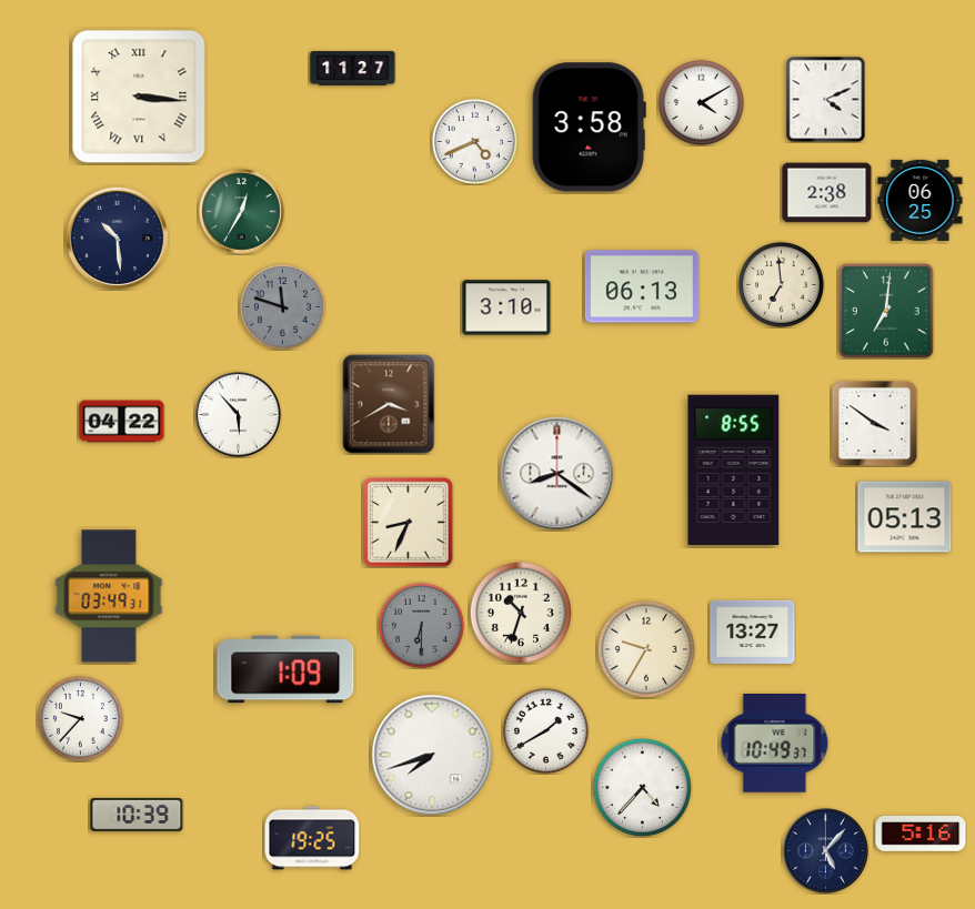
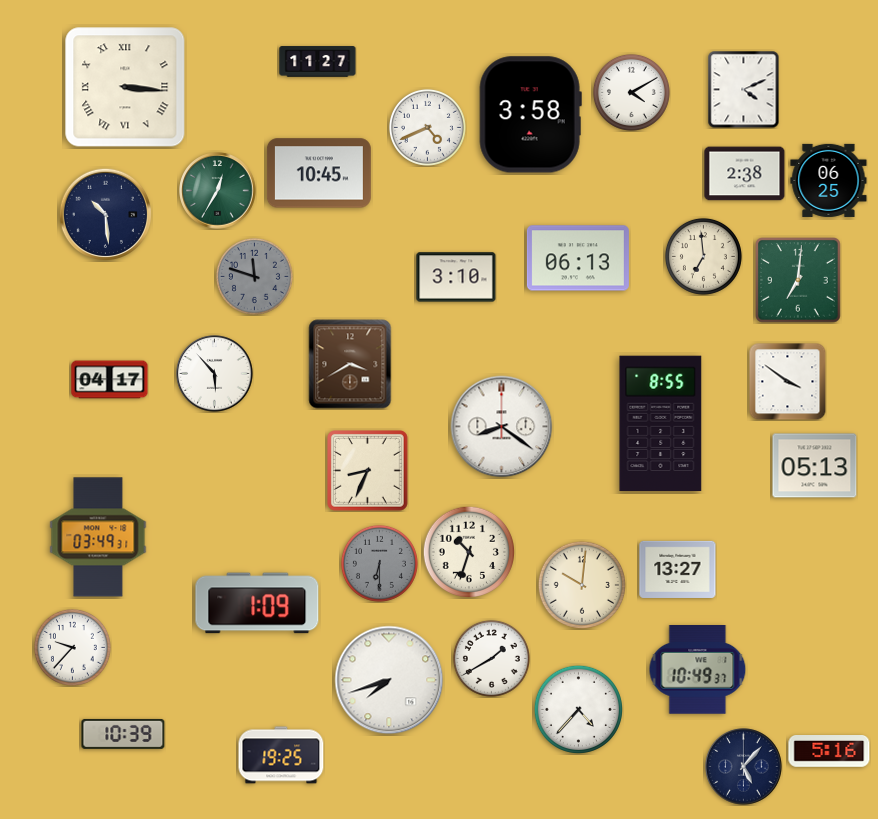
clock at (319, 173): none -> 10:45
clock at (122, 422): 04:22 -> 04:17
clock at (646, 649): 9:35 -> 10:01
